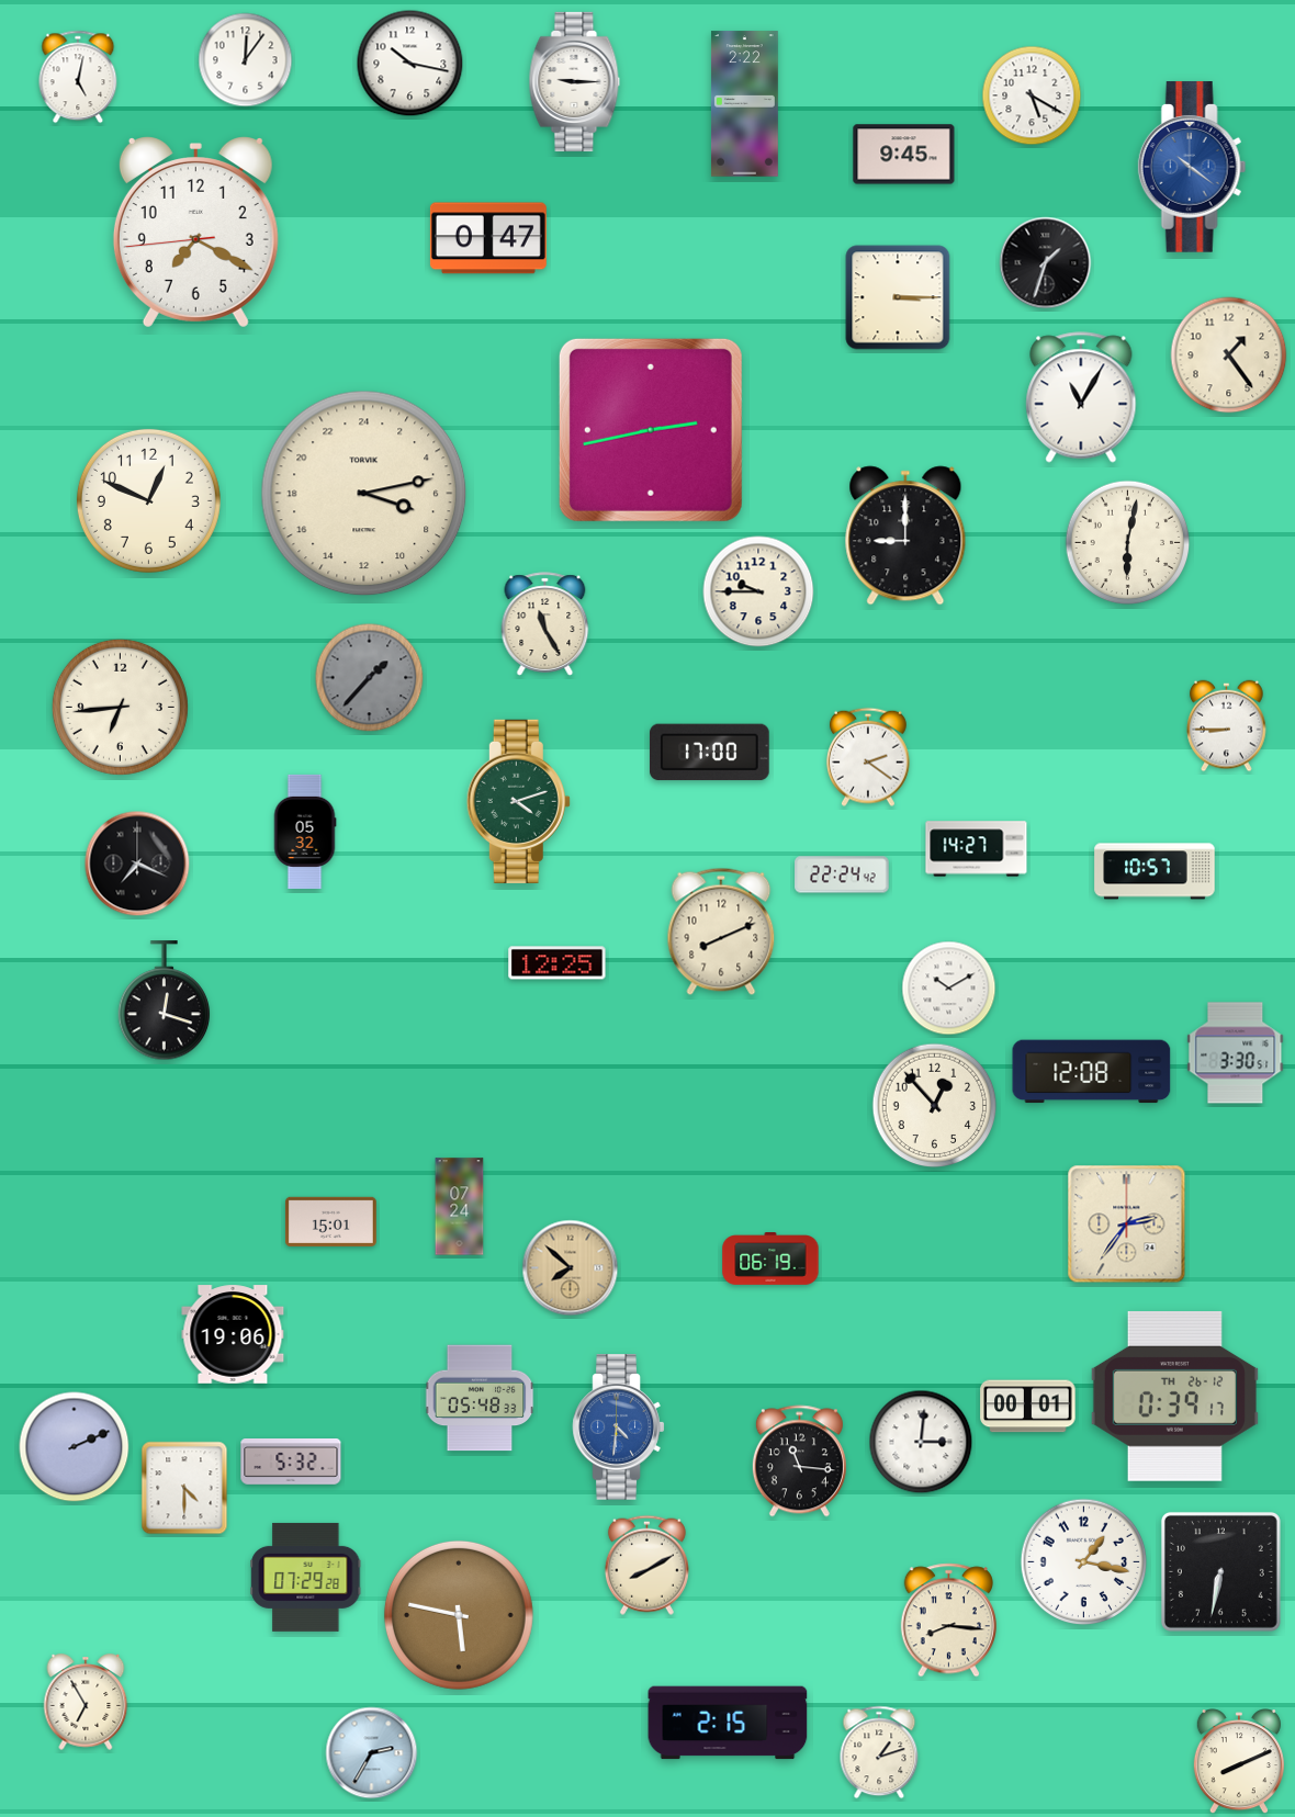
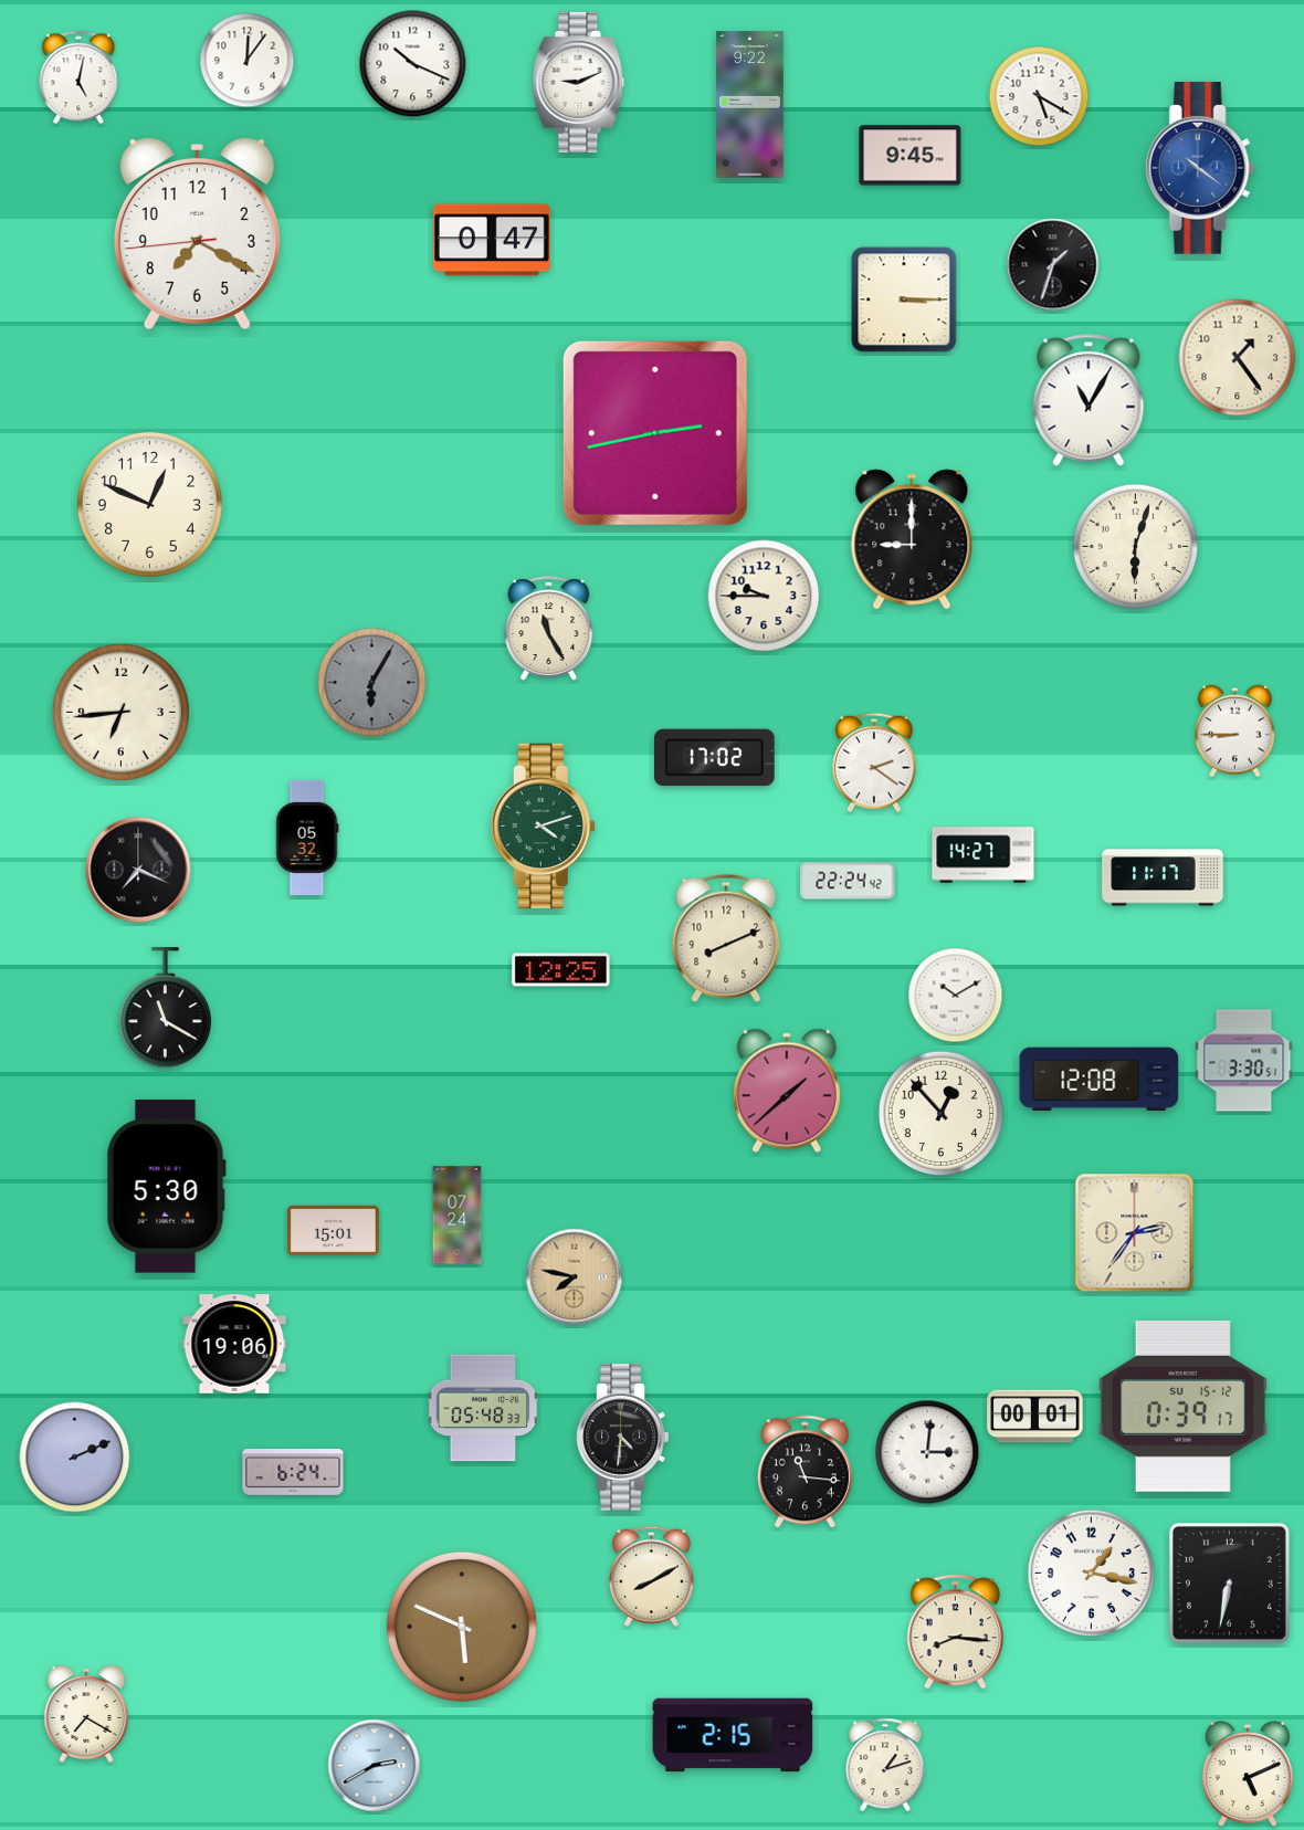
clock at (410, 64): 10:17 -> 10:19
clock at (575, 81): 9:15 -> 9:11
clock at (745, 104): 2:22 -> 9:22
clock at (364, 494): 7:13 -> none
clock at (1128, 543): 6:02 -> 6:03
clock at (370, 678): 1:37 -> 6:05
clock at (710, 753): 17:00 -> 17:02
clock at (518, 801) position: (518, 801) -> (543, 825)
clock at (1155, 871): 10:57 -> 11:17
clock at (165, 1001): 12:18 -> 11:20
clock at (787, 1091): none -> 1:38
clock at (166, 1187): none -> 5:30
clock at (460, 1207) position: (460, 1207) -> (458, 1216)
clock at (770, 1259): 06:19 -> none
clock at (571, 1268): 7:52 -> 7:47
clock at (1174, 1396) date: TH 26-12 -> SU 15-12
clock at (619, 1427) dial: blue -> black
clock at (291, 1462): 5:32 -> 6:24
clock at (184, 1488): 4:30 -> none
clock at (306, 1577): 07:29 -> none
clock at (459, 1615): 5:47 -> 5:49
clock at (86, 1702): 6:55 -> 7:20
clock at (372, 1753): 2:35 -> 2:40
clock at (1239, 1762): 8:11 -> 5:11
